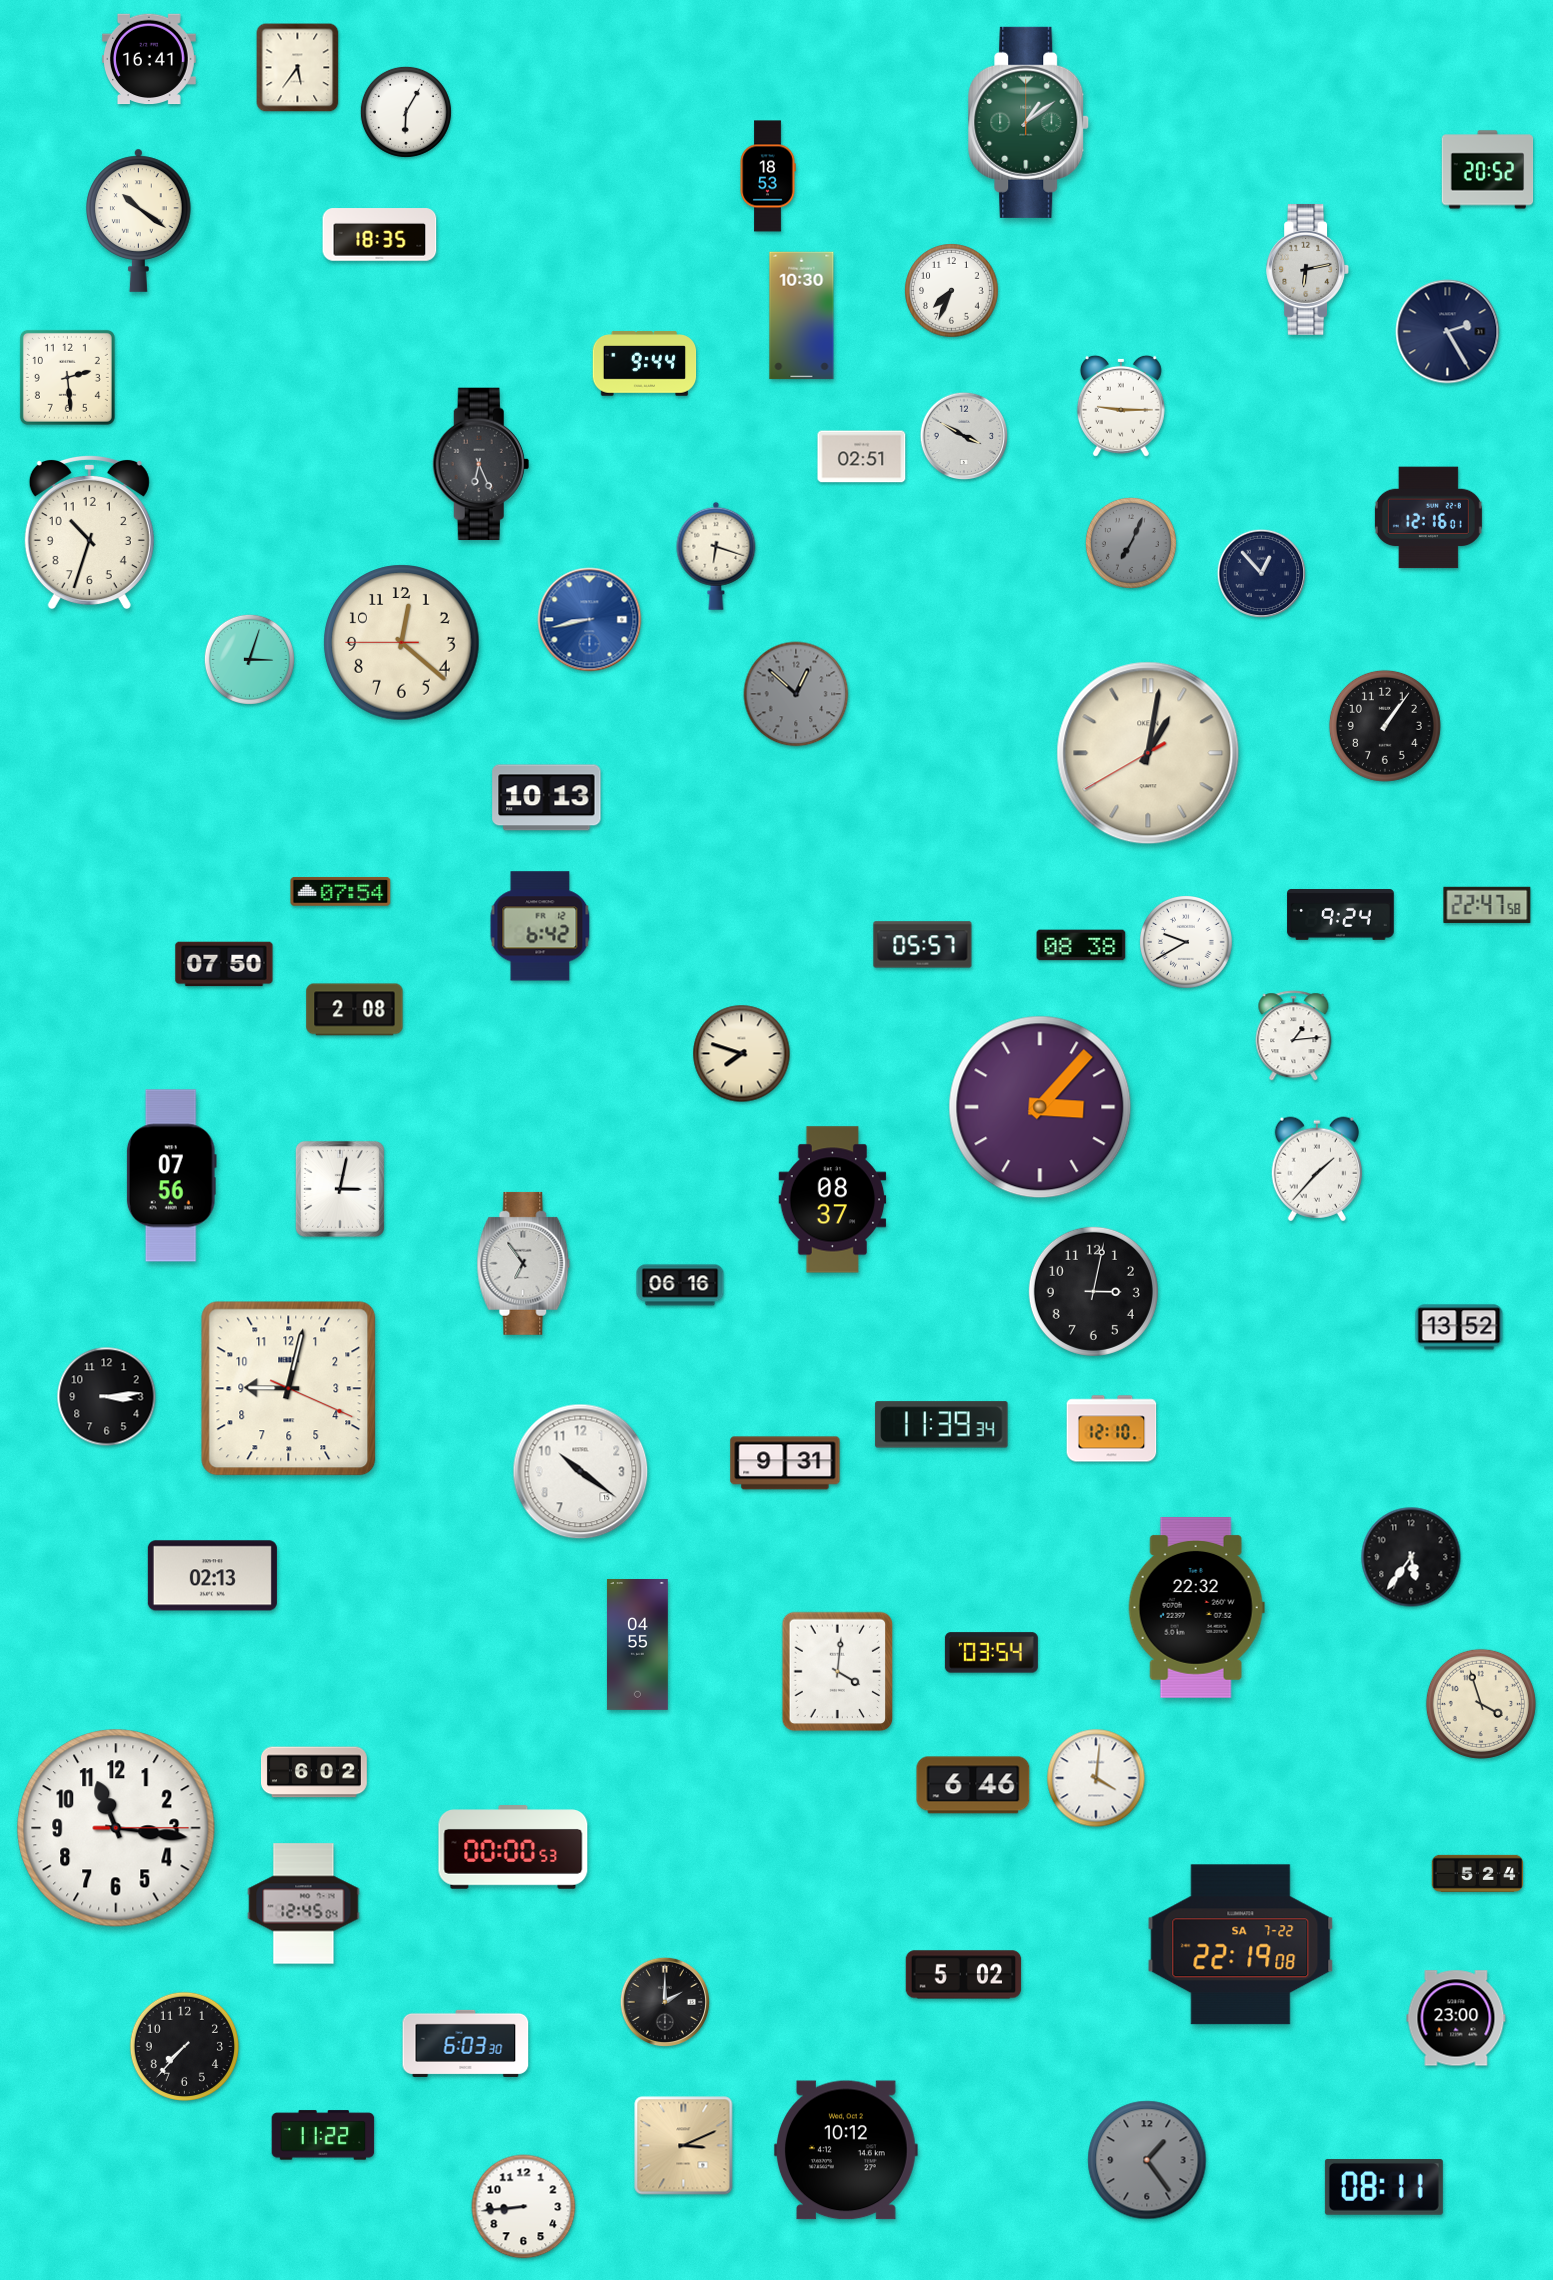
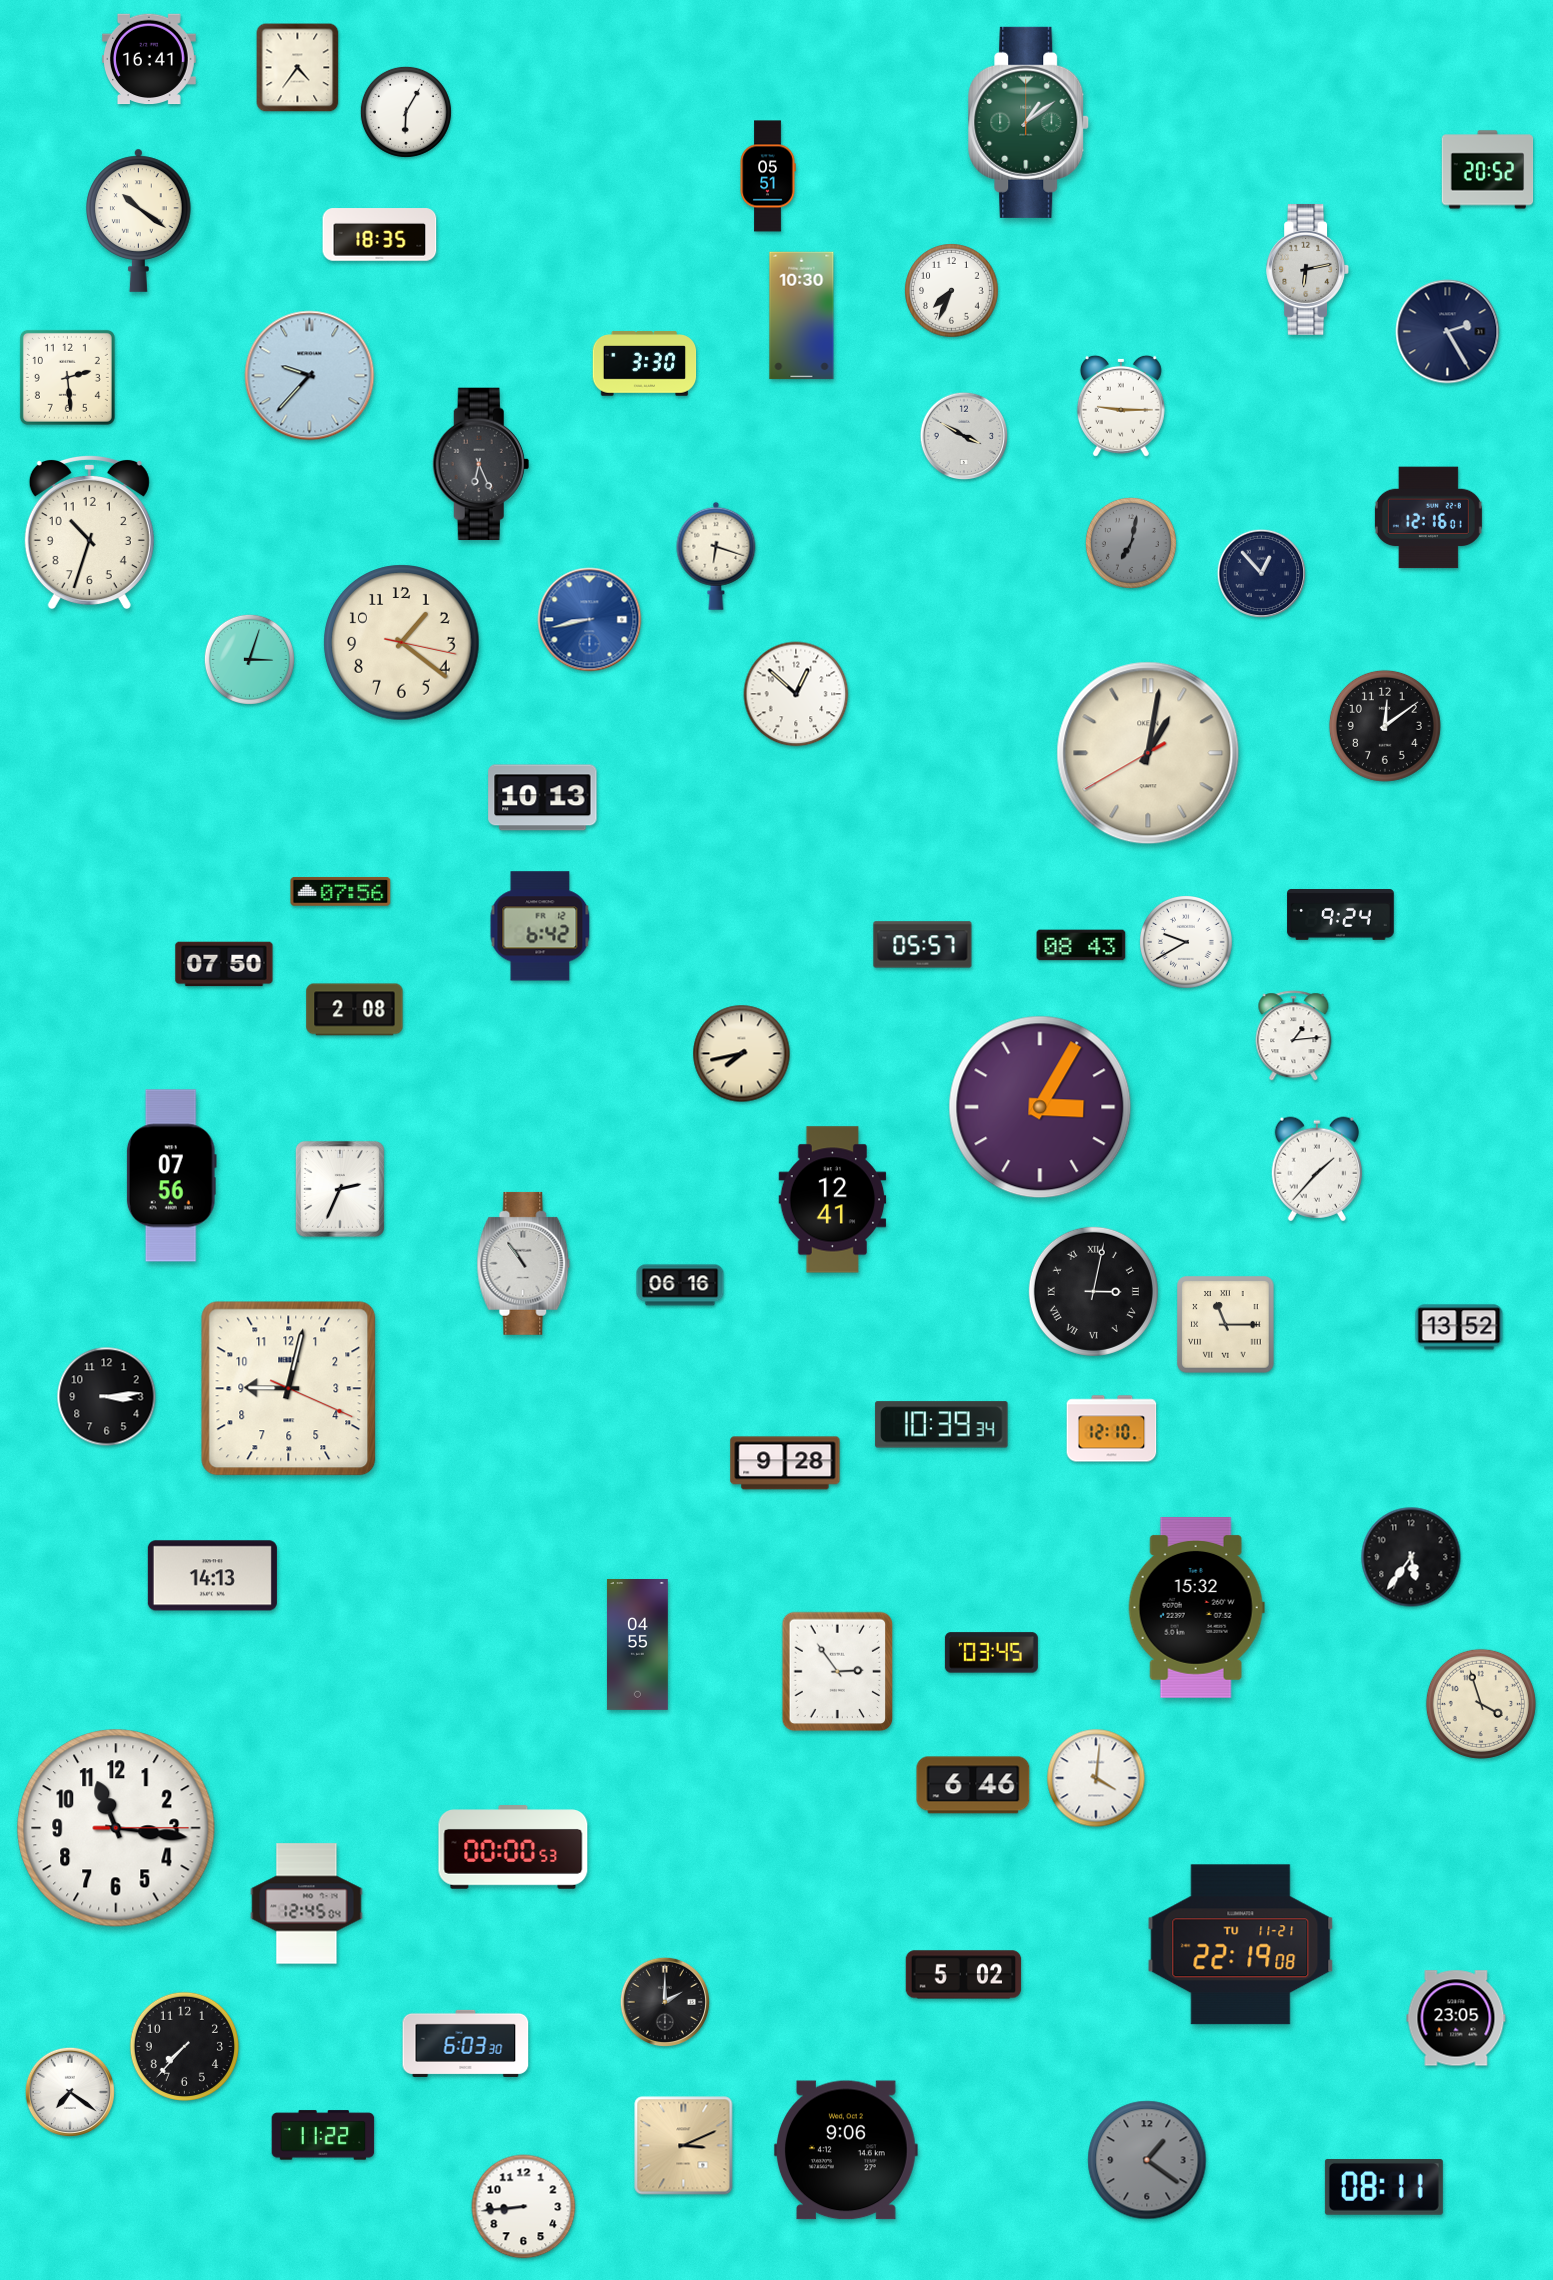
clock at (298, 68): 5:36 -> 4:36
clock at (768, 176): 18:53 -> 05:51
clock at (645, 364): 9:44 -> 3:30
clock at (310, 376): none -> 9:37
clock at (862, 457): 02:51 -> none
clock at (1131, 543): 7:04 -> 7:02
clock at (402, 643): 12:21 -> 1:21
clock at (796, 694) dial: grey -> white
clock at (1385, 726): 1:06 -> 12:09
clock at (547, 798) position: (547, 798) -> (543, 798)
clock at (341, 892): 07:54 -> 07:56
clock at (1487, 905): 22:47 -> none
clock at (1081, 945): 08:38 -> 08:43
clock at (742, 1054): 7:48 -> 7:43
clock at (1040, 1107): 3:07 -> 3:05
clock at (340, 1189): 3:02 -> 2:34
clock at (833, 1200): 08:37 -> 12:41
clock at (524, 1263): 6:54 -> 10:54
clock at (1093, 1291) numerals: Arabic -> Roman
clock at (1226, 1325): none -> 11:15
clock at (942, 1425): 11:39 -> 10:39
clock at (785, 1463): 9:31 -> 9:28
clock at (581, 1472): 10:21 -> none
clock at (212, 1576): 02:13 -> 14:13
clock at (1196, 1608): 22:32 -> 15:32
clock at (991, 1653): 03:54 -> 03:45
clock at (838, 1672): 4:01 -> 2:54
clock at (314, 1772): 6:02 -> none
clock at (1477, 1873): 5:24 -> none
clock at (304, 1904) position: (304, 1904) -> (307, 1904)
clock at (1241, 1945) date: SA 7-22 -> TU 11-21
clock at (1456, 2018): 23:00 -> 23:05
clock at (70, 2092): none -> 7:21
clock at (846, 2150): 10:12 -> 9:06
clock at (1147, 2160): 1:24 -> 1:21
